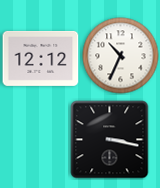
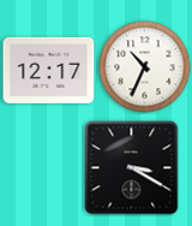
clock at (41, 58): 12:12 -> 12:17
clock at (110, 140): 3:17 -> 3:20
